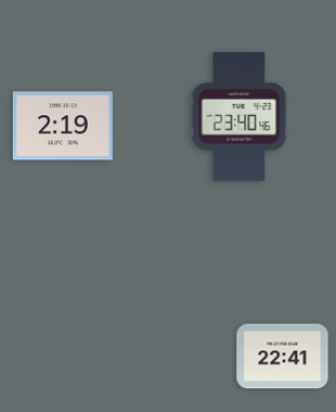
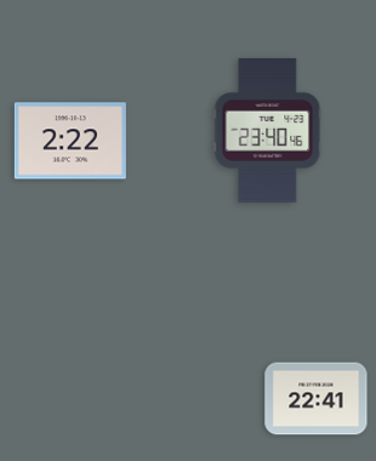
clock at (63, 126): 2:19 -> 2:22
